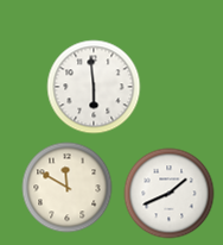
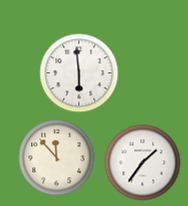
clock at (68, 188): 11:50 -> 11:53
clock at (170, 194): 1:41 -> 1:36
